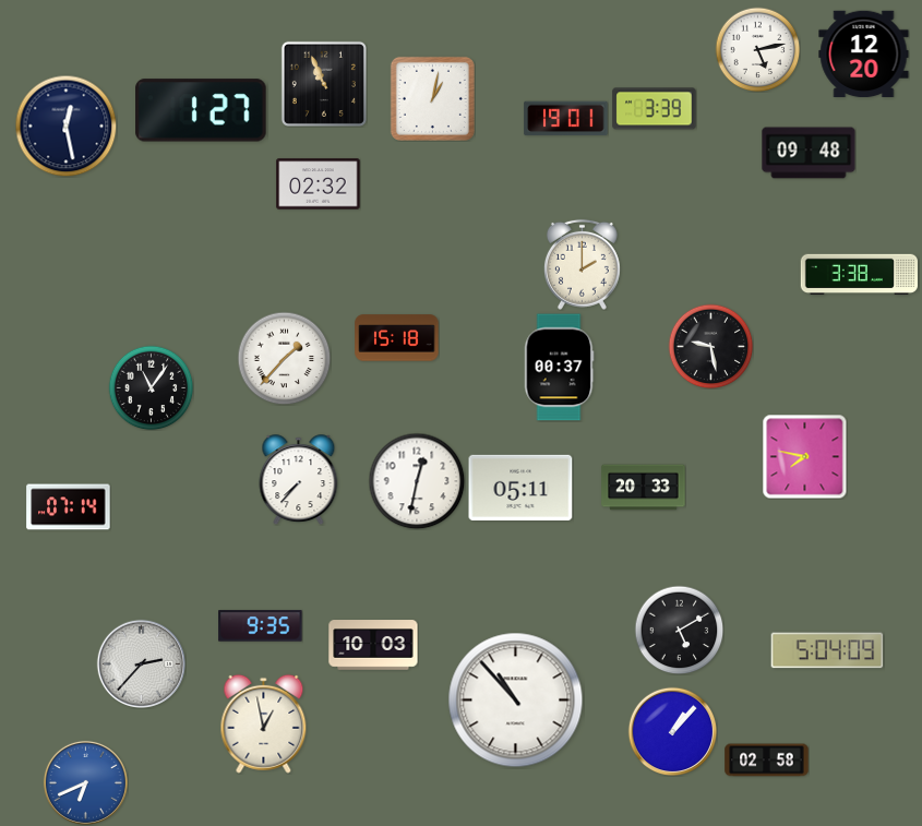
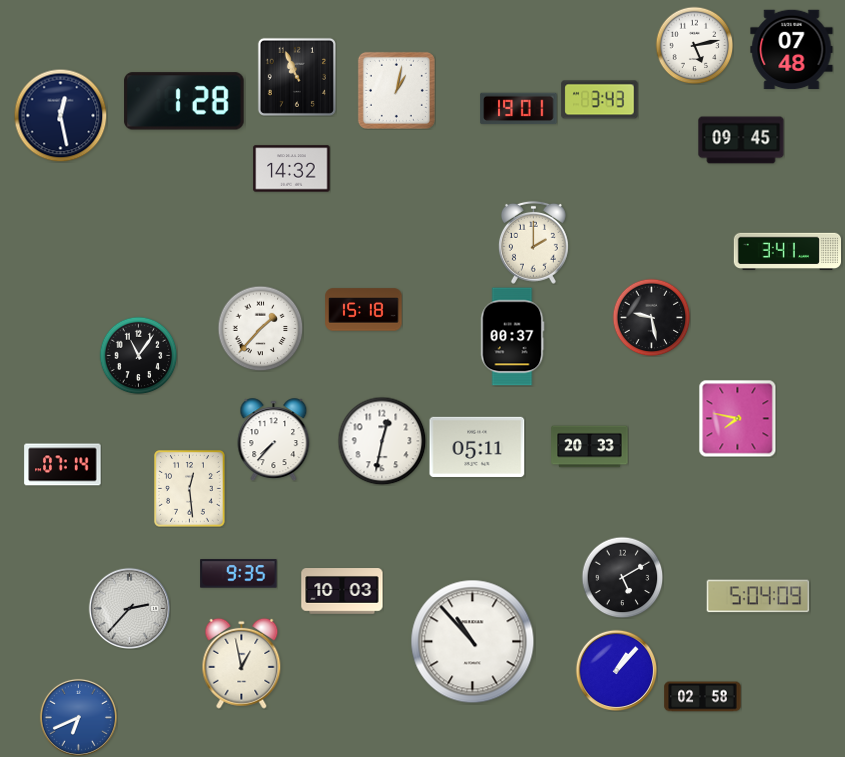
clock at (864, 55): 12:20 -> 07:48
clock at (655, 109): 3:39 -> 3:43
clock at (201, 110): 1:27 -> 1:28
clock at (809, 153): 09:48 -> 09:45
clock at (319, 184): 02:32 -> 14:32
clock at (859, 275): 3:38 -> 3:41
clock at (190, 489): none -> 12:29
